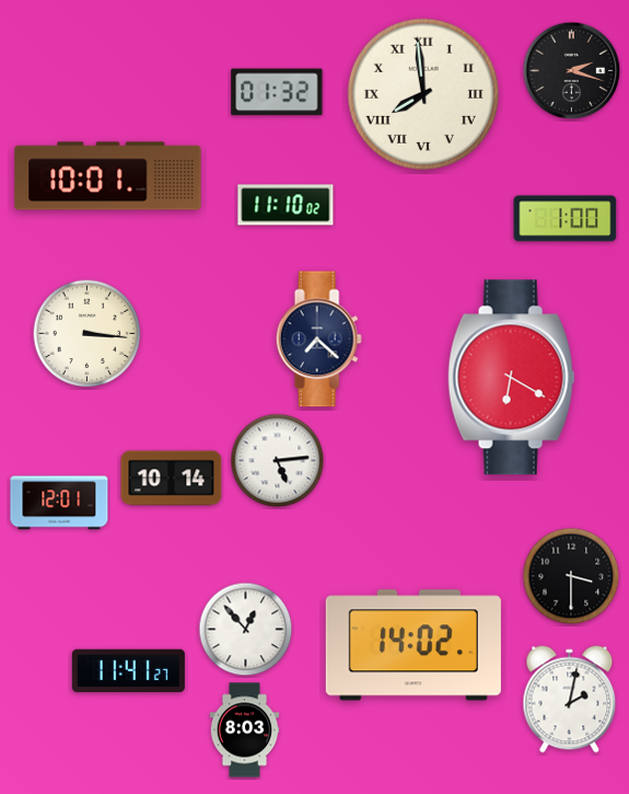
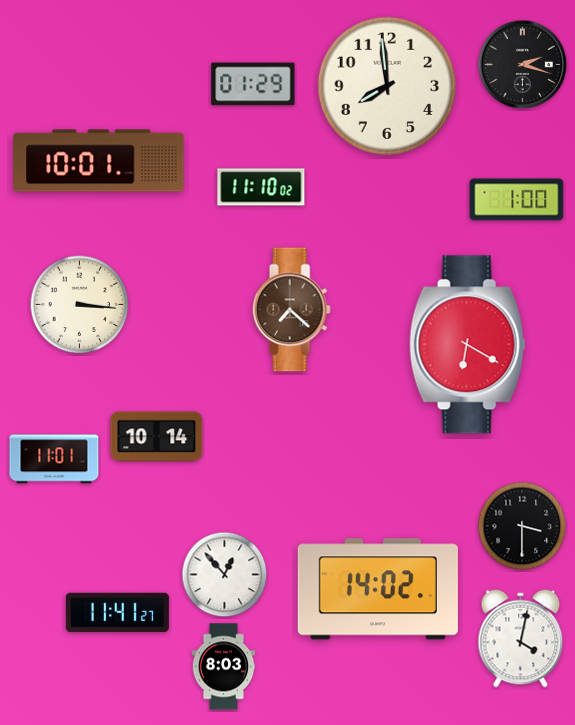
clock at (277, 92): 01:32 -> 01:29
clock at (423, 94) numerals: Roman -> Arabic
clock at (318, 340) dial: navy -> brown
clock at (278, 461): 5:14 -> none
clock at (59, 503): 12:01 -> 11:01
clock at (570, 700): 2:02 -> 4:02
